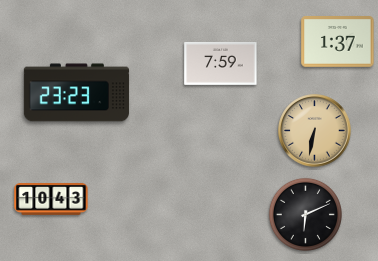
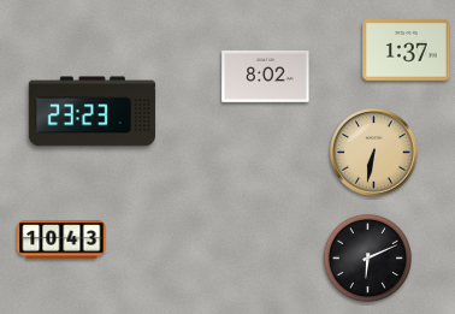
clock at (221, 63): 7:59 -> 8:02
clock at (315, 131) position: (315, 131) -> (374, 153)
